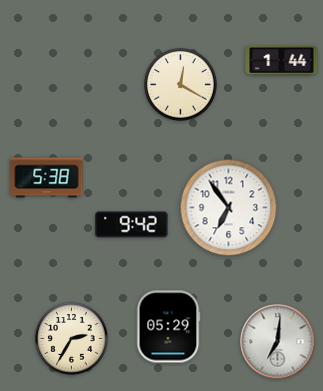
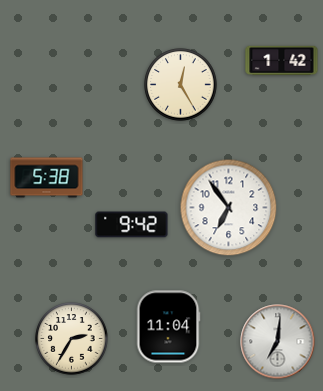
clock at (282, 61): 1:44 -> 1:42
clock at (181, 85): 12:20 -> 12:25
clock at (168, 327): 05:29 -> 11:04
